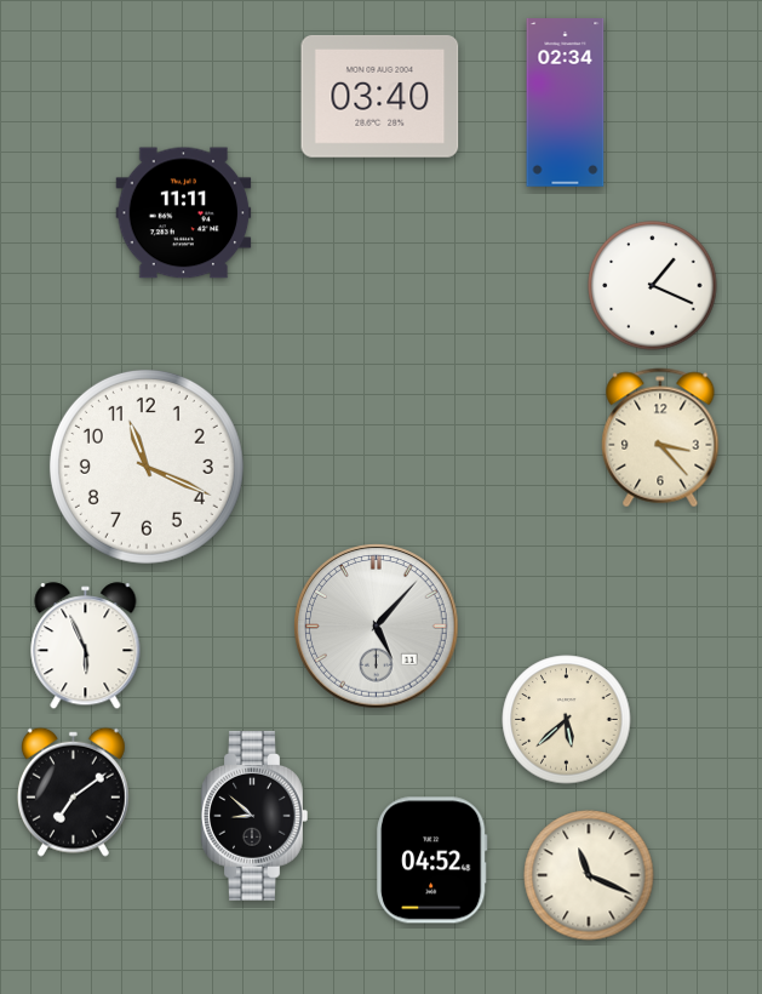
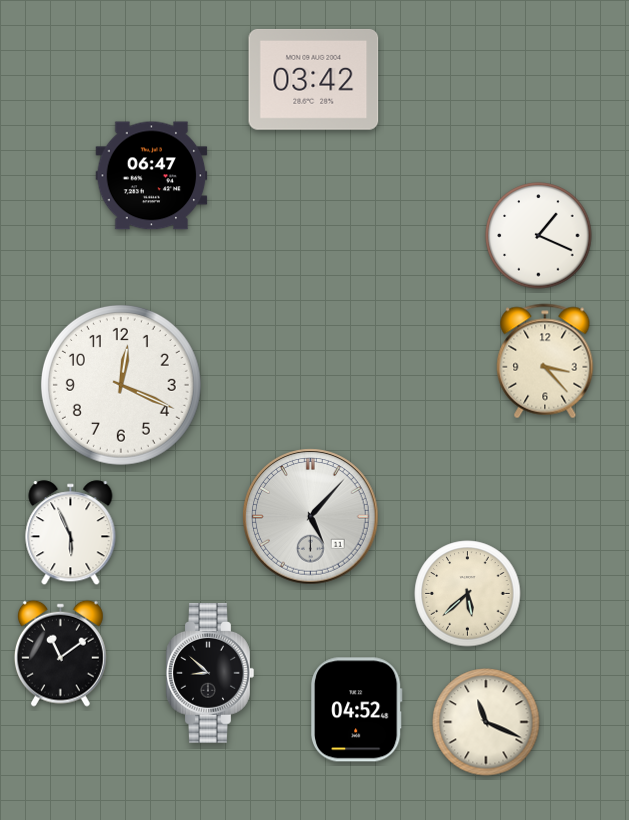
clock at (380, 96): 03:40 -> 03:42
clock at (566, 103): 02:34 -> none
clock at (184, 213): 11:11 -> 06:47
clock at (147, 467): 11:19 -> 12:19
clock at (73, 792): 7:09 -> 11:09
